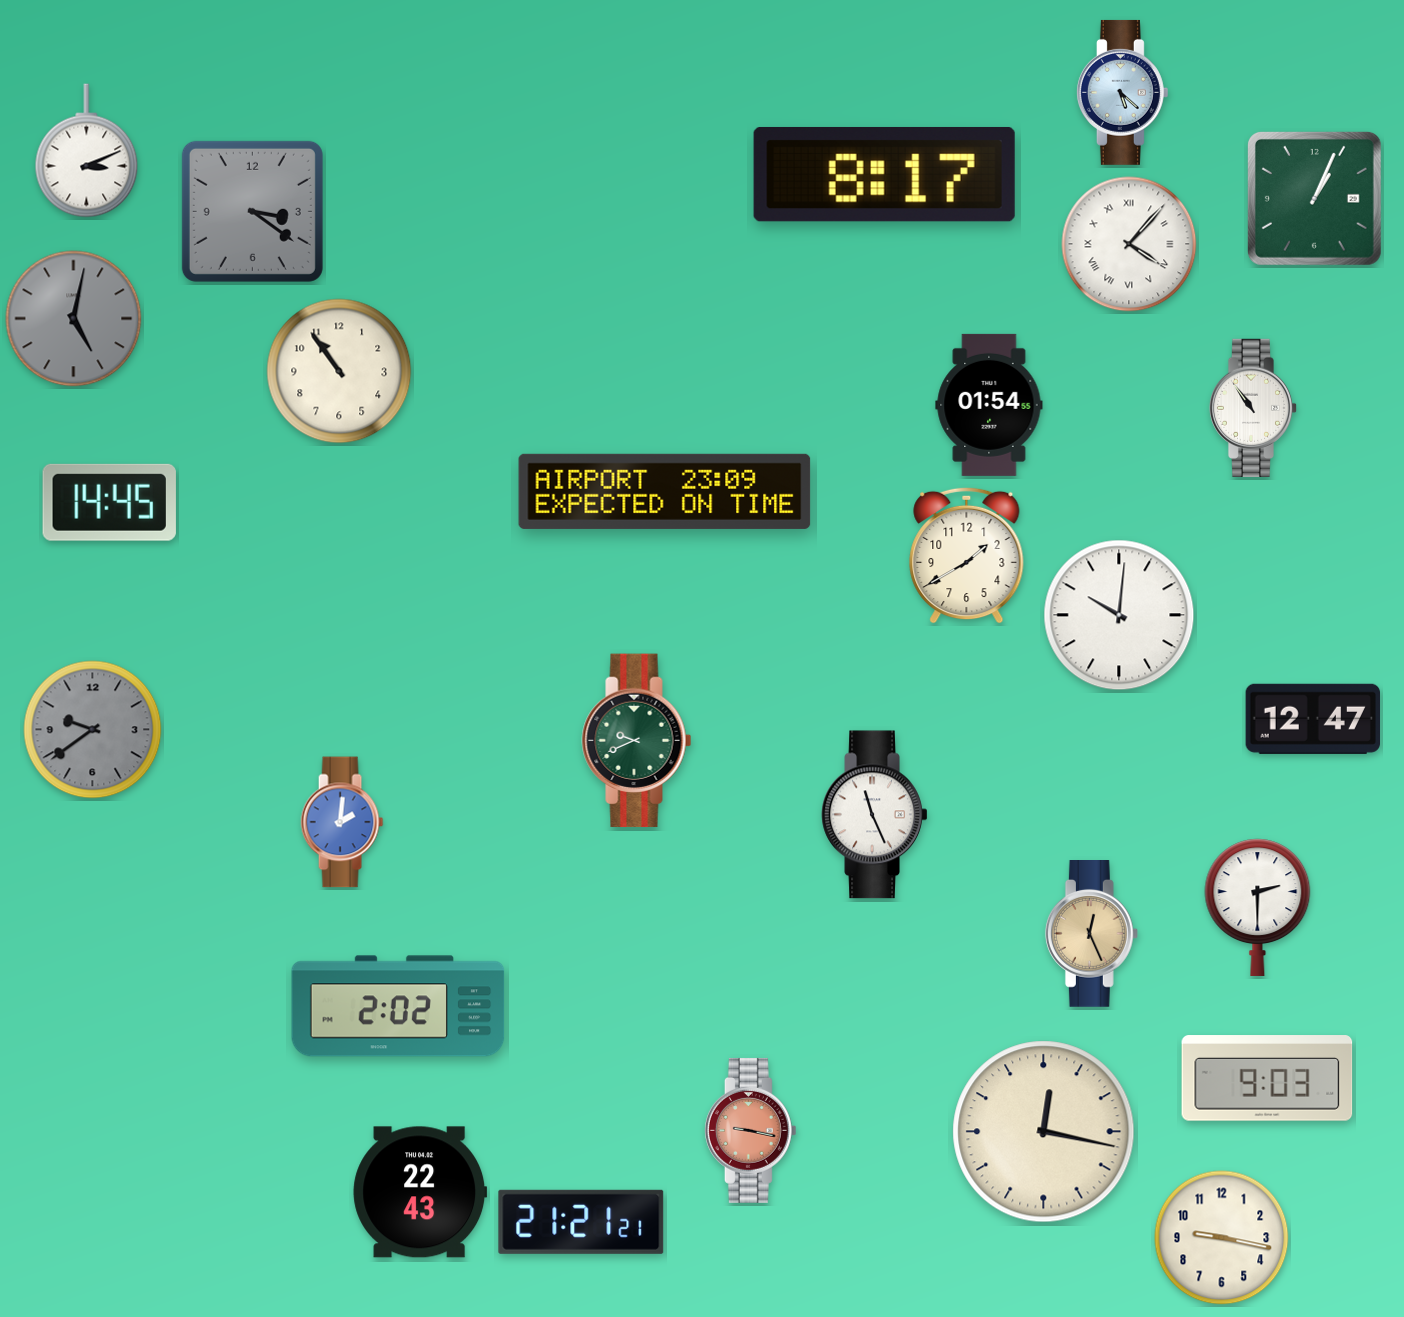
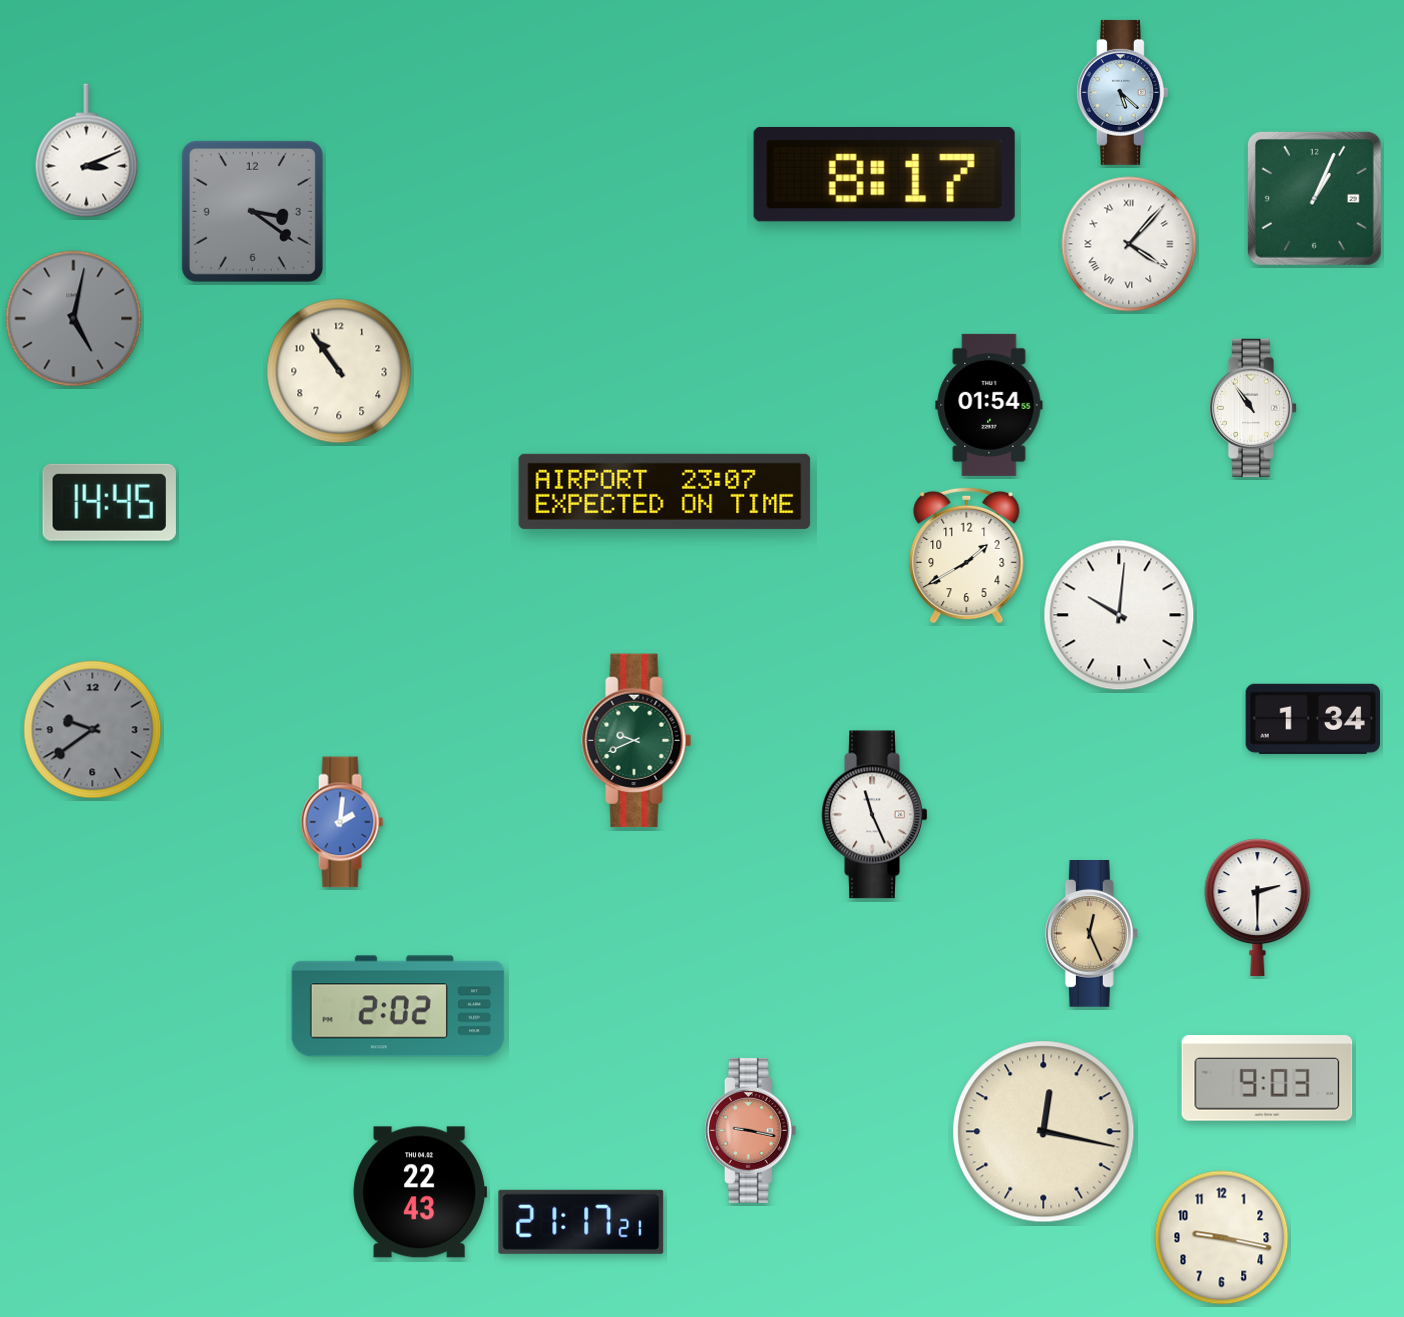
clock at (665, 491): 23:09 -> 23:07
clock at (1312, 719): 12:47 -> 1:34
clock at (581, 1222): 21:21 -> 21:17
